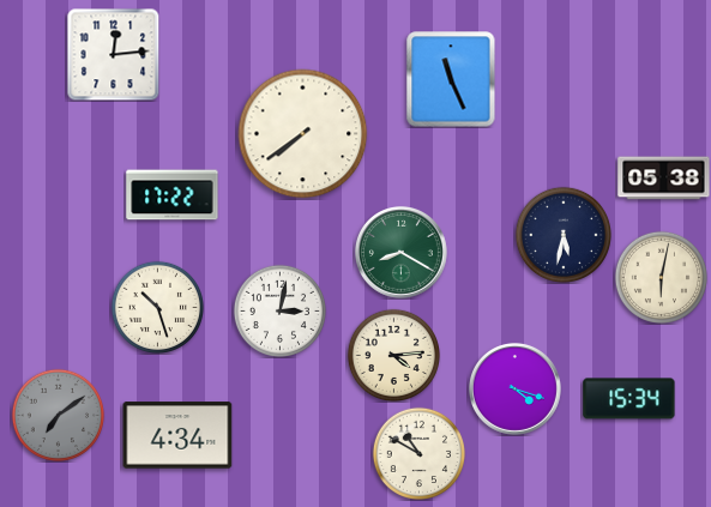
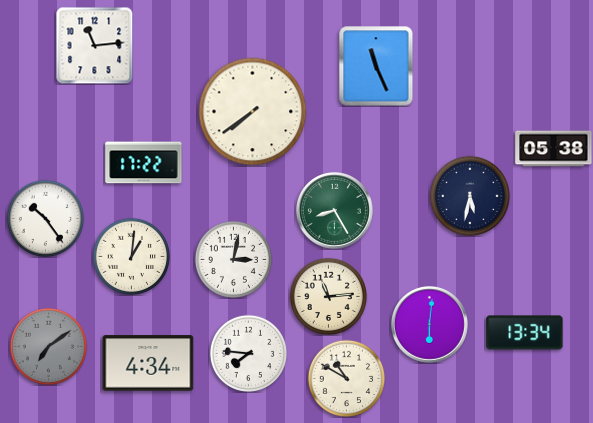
clock at (113, 54): 12:14 -> 11:14
clock at (400, 252): 8:20 -> 8:25
clock at (45, 218): none -> 10:24
clock at (661, 277): 6:02 -> none
clock at (157, 307): 10:27 -> 1:01
clock at (393, 355): 4:14 -> 11:14
clock at (514, 388): 4:18 -> 6:01
clock at (629, 399): 15:34 -> 13:34
clock at (248, 353): none -> 7:46
clock at (418, 453) position: (418, 453) -> (346, 378)
